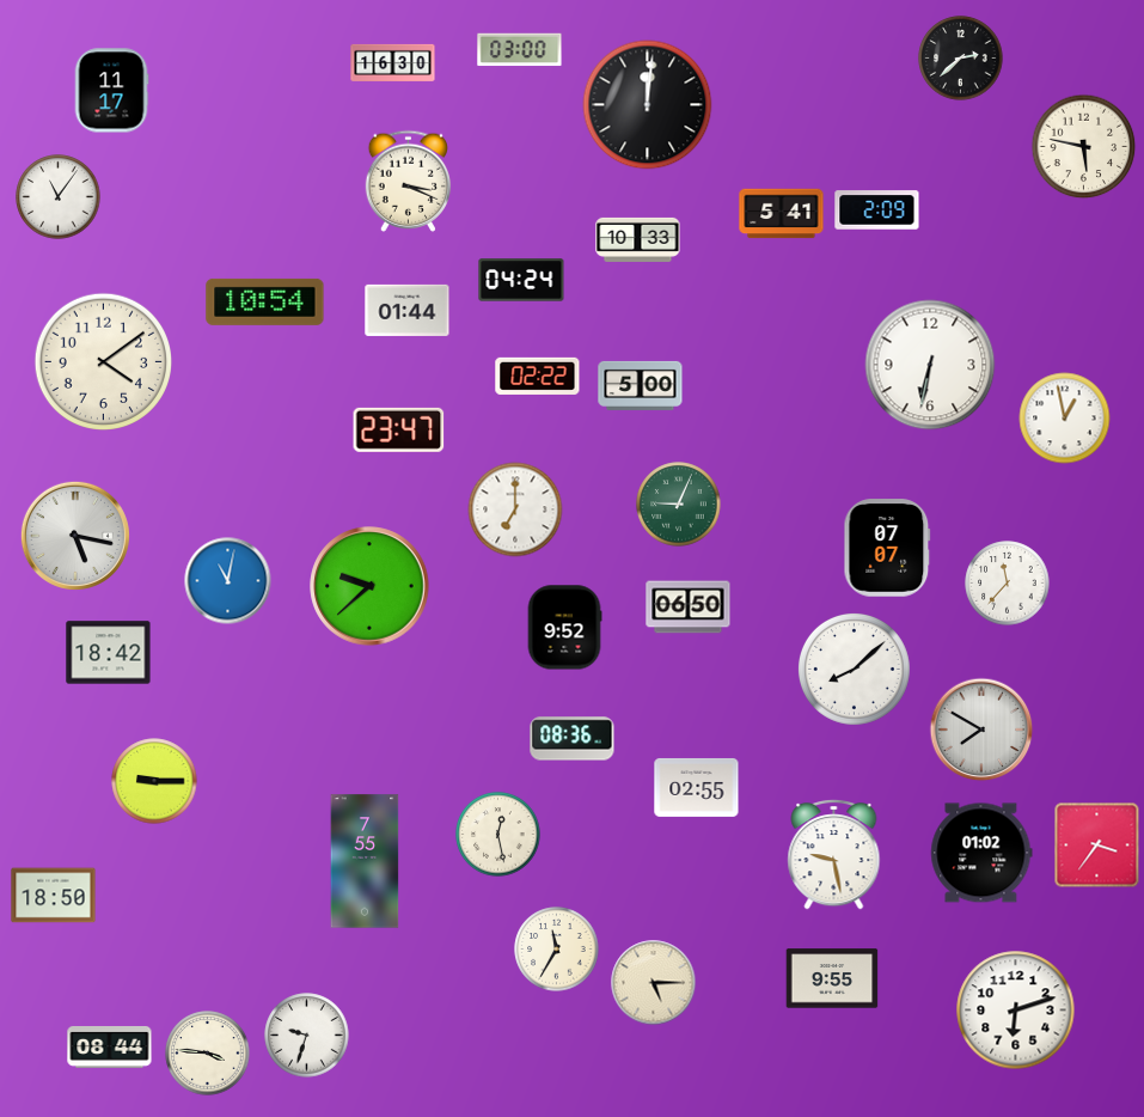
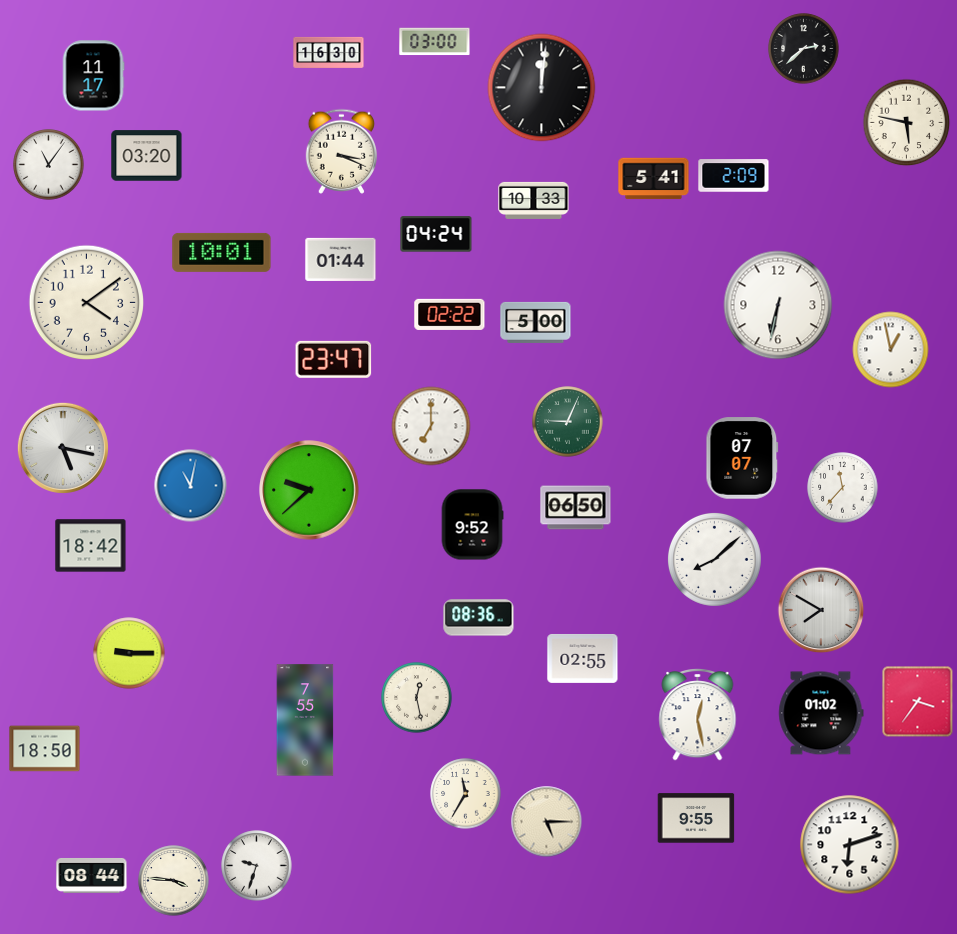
clock at (147, 156): none -> 03:20
clock at (265, 301): 10:54 -> 10:01
clock at (1097, 846) position: (1097, 846) -> (918, 702)
clock at (834, 855): 9:28 -> 12:28
